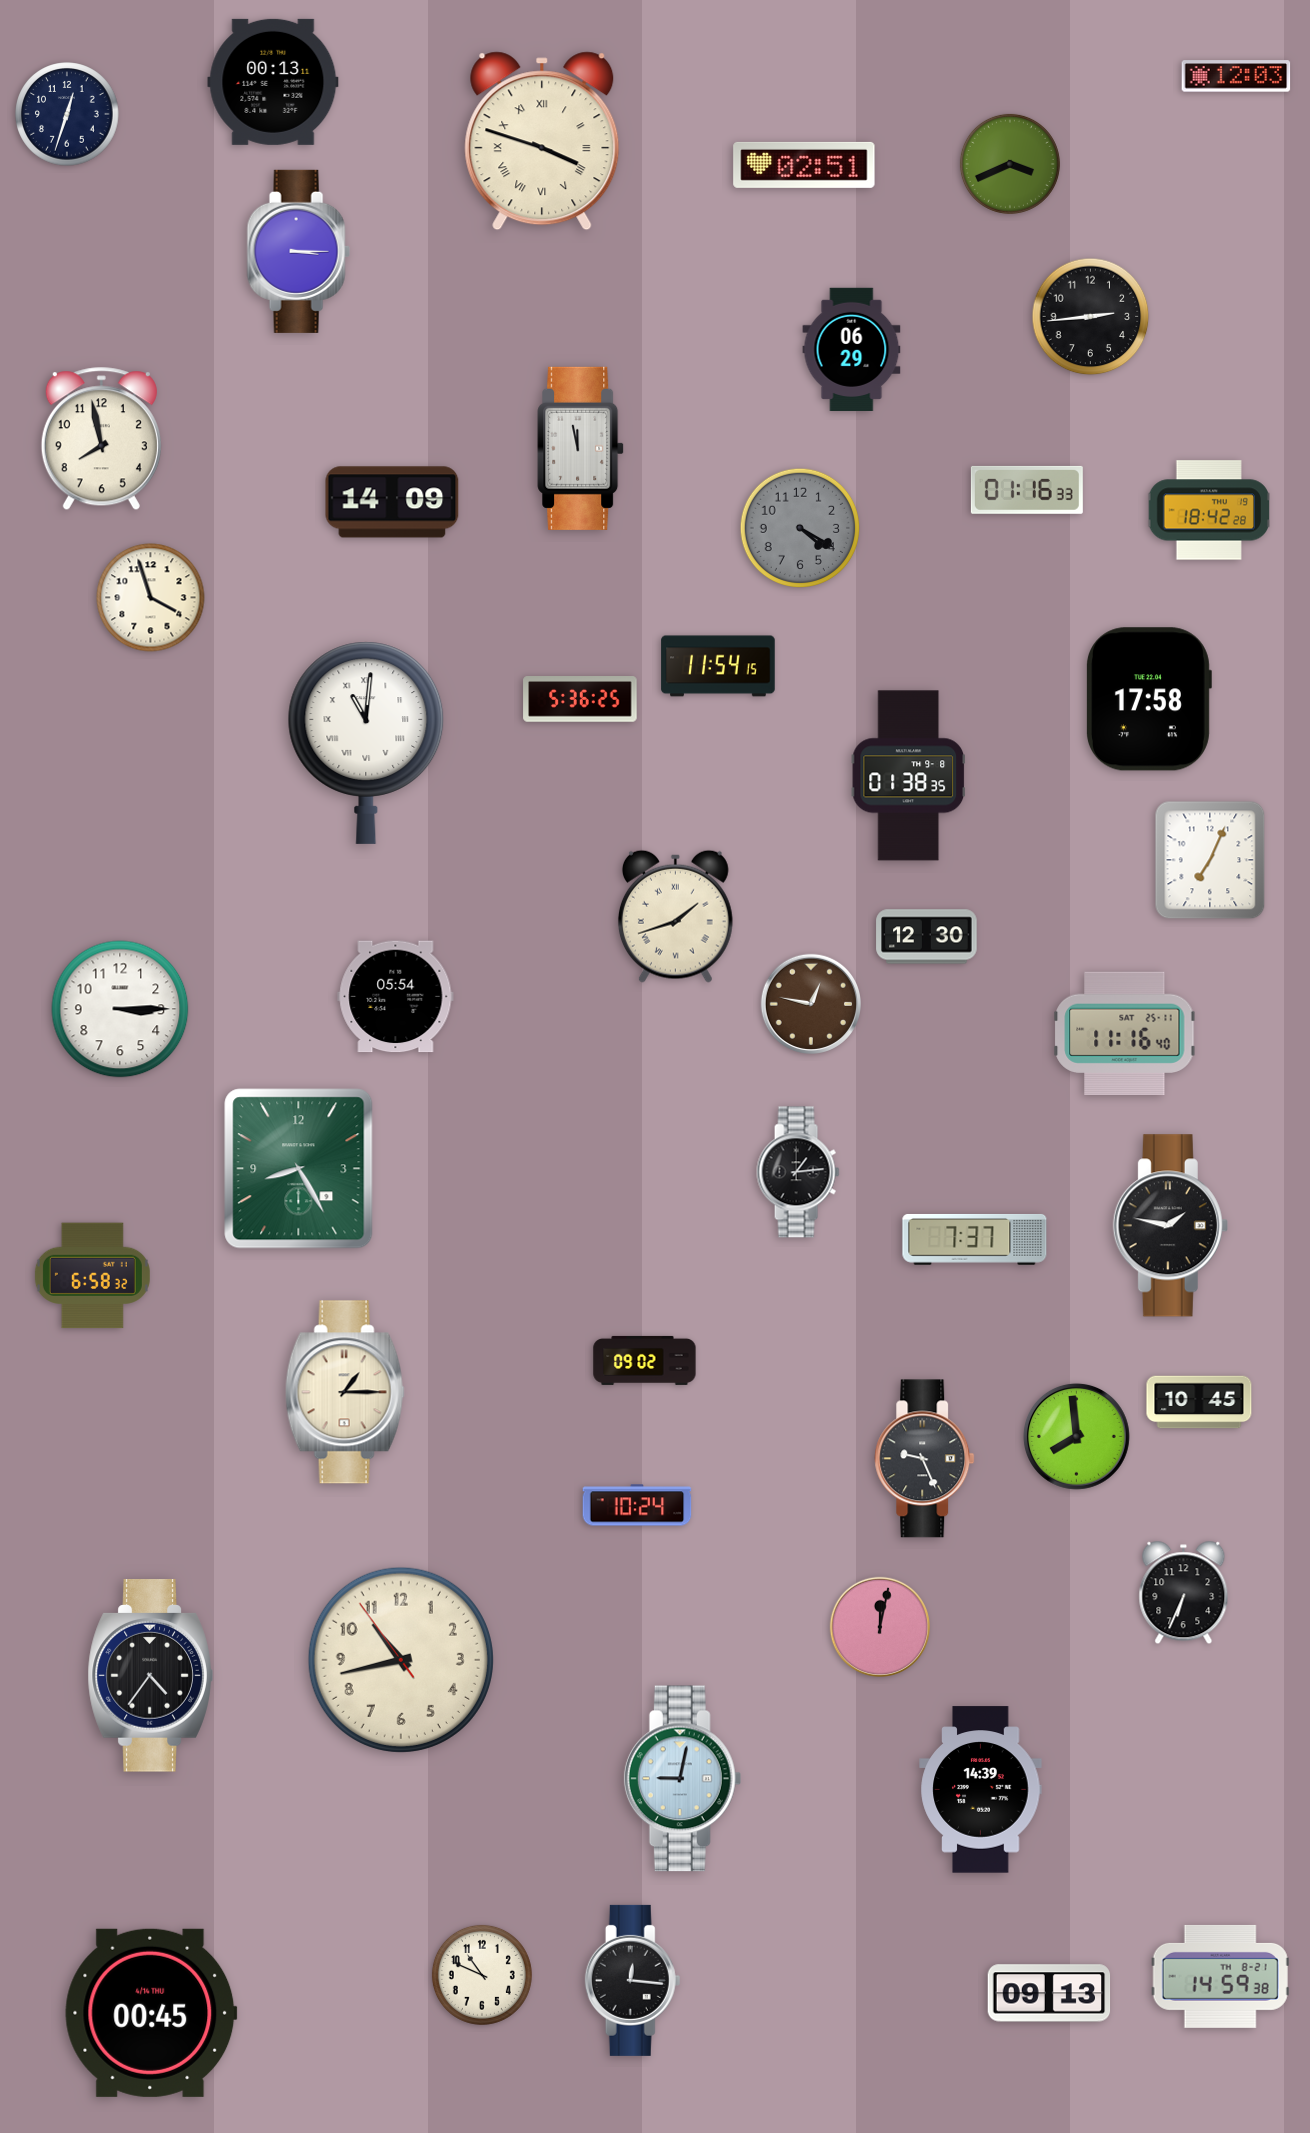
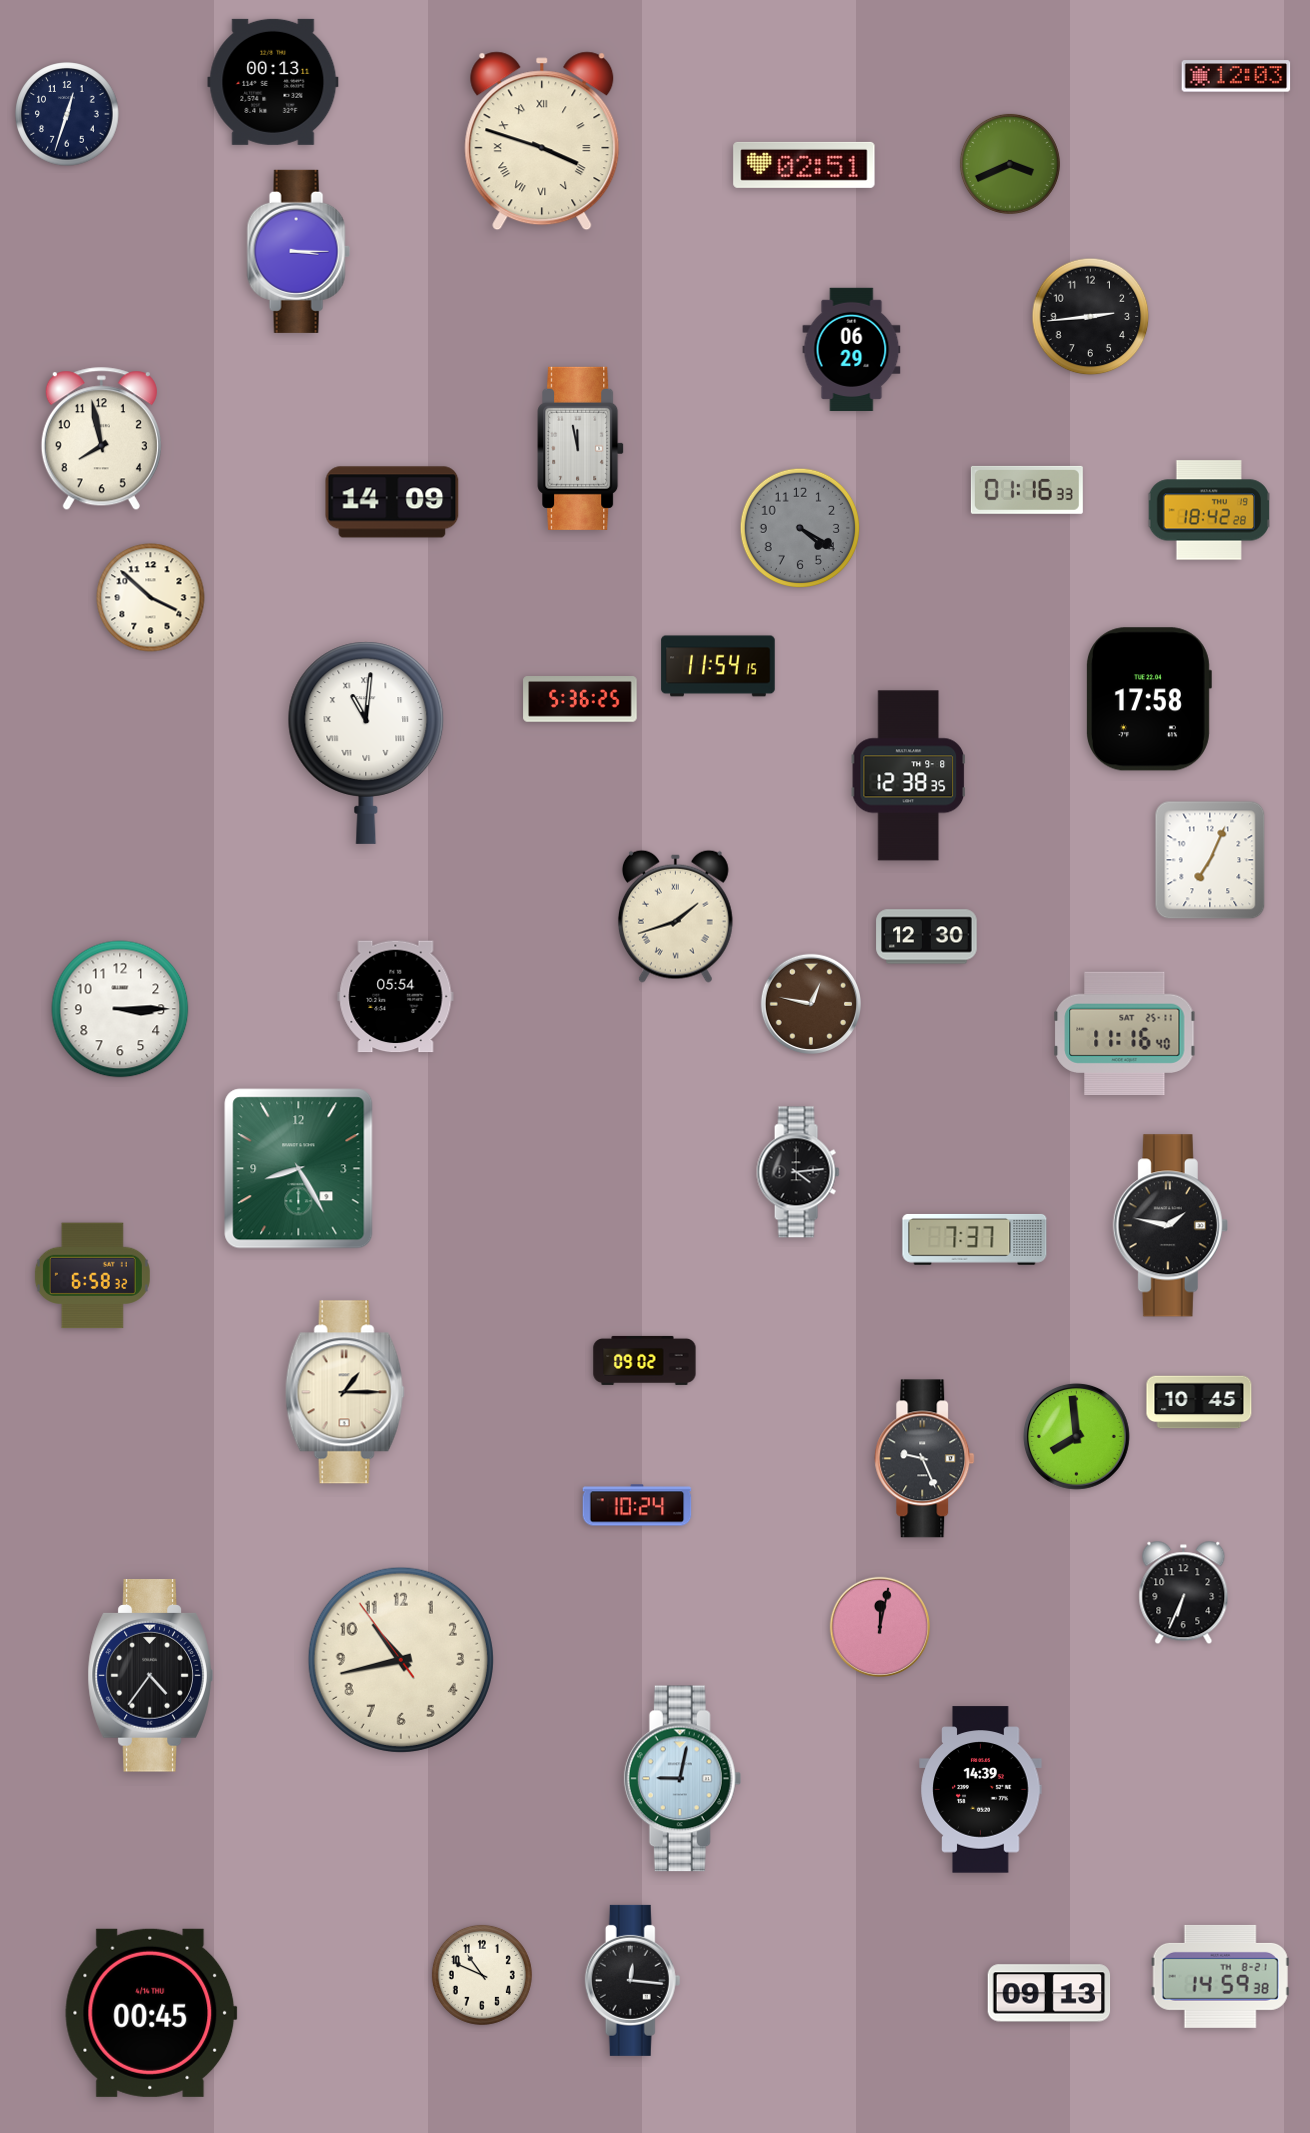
clock at (151, 598): 3:57 -> 3:52
clock at (908, 776): 01:38 -> 12:38
clock at (798, 1172): 1:14 -> 4:14
